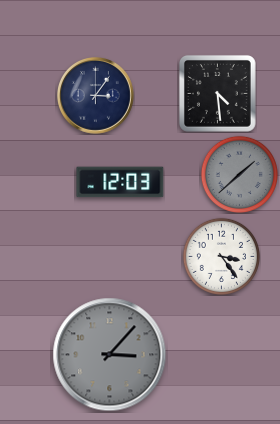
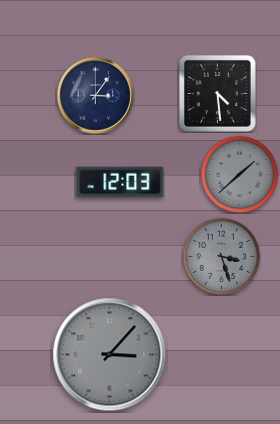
clock at (221, 256): 3:24 -> 3:27
clock at (221, 256) dial: white -> grey
